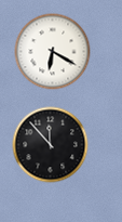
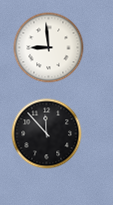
clock at (53, 52): 6:20 -> 8:59
